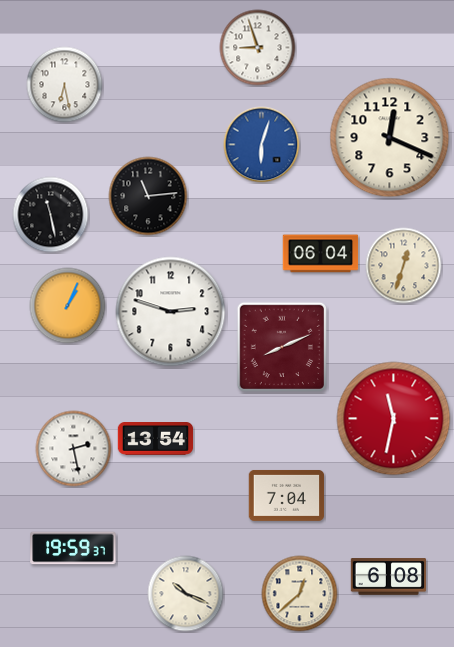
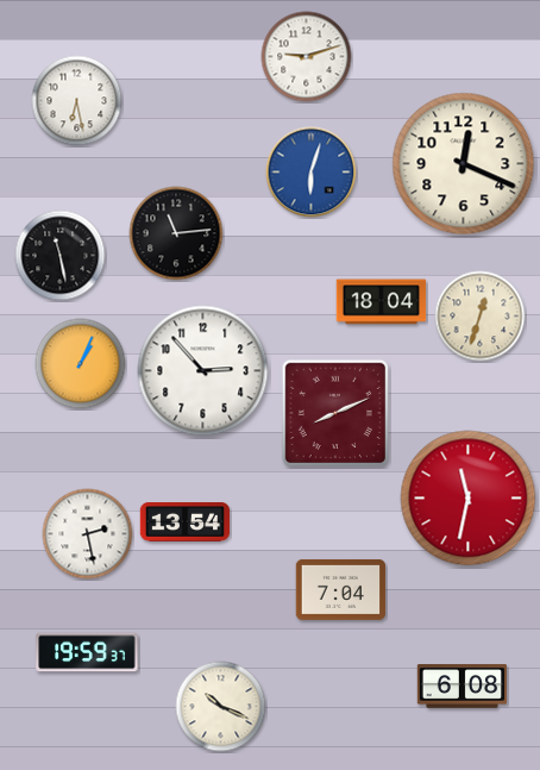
clock at (258, 48): 8:57 -> 9:12
clock at (321, 254): 06:04 -> 18:04
clock at (171, 312): 2:48 -> 2:53
clock at (300, 594): 12:38 -> none
